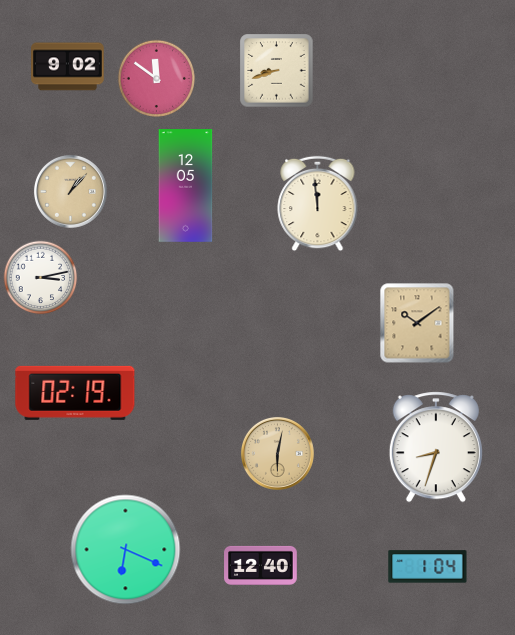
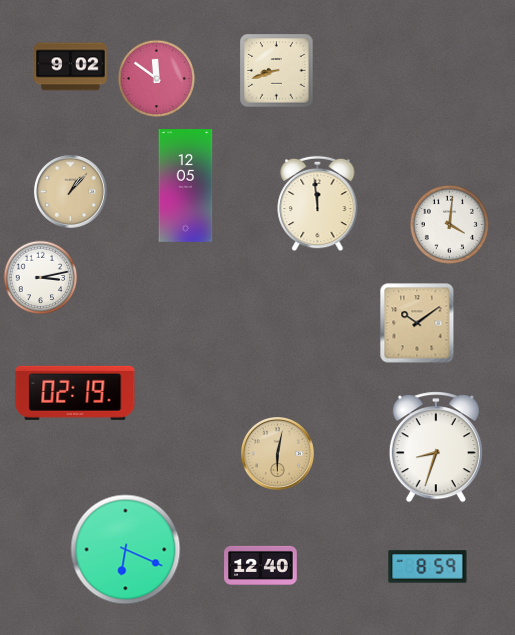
clock at (68, 67) position: (68, 67) -> (71, 67)
clock at (449, 224): none -> 4:01
clock at (428, 567): 1:04 -> 8:59
